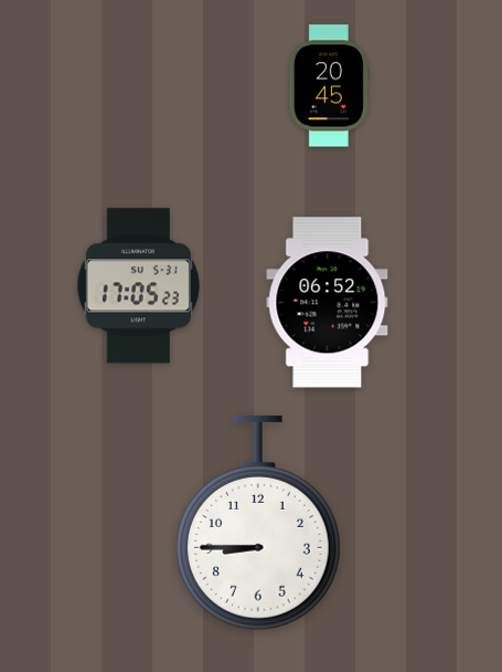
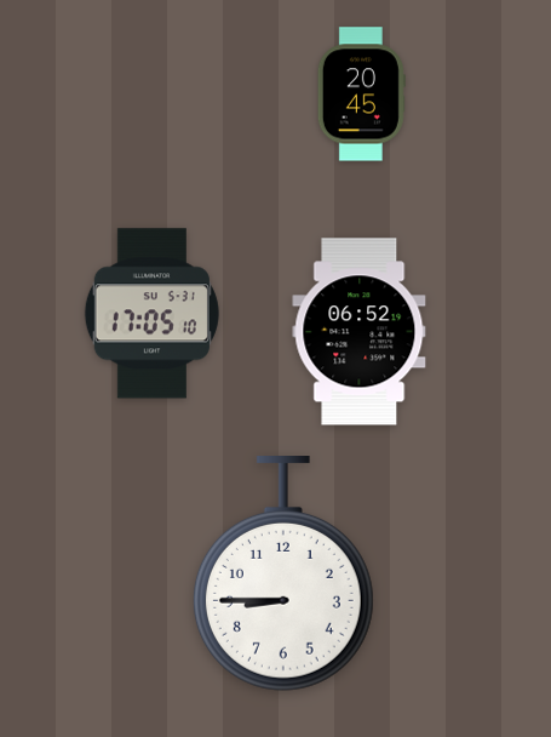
clock at (138, 286): 17:05:23 -> 17:05:10
